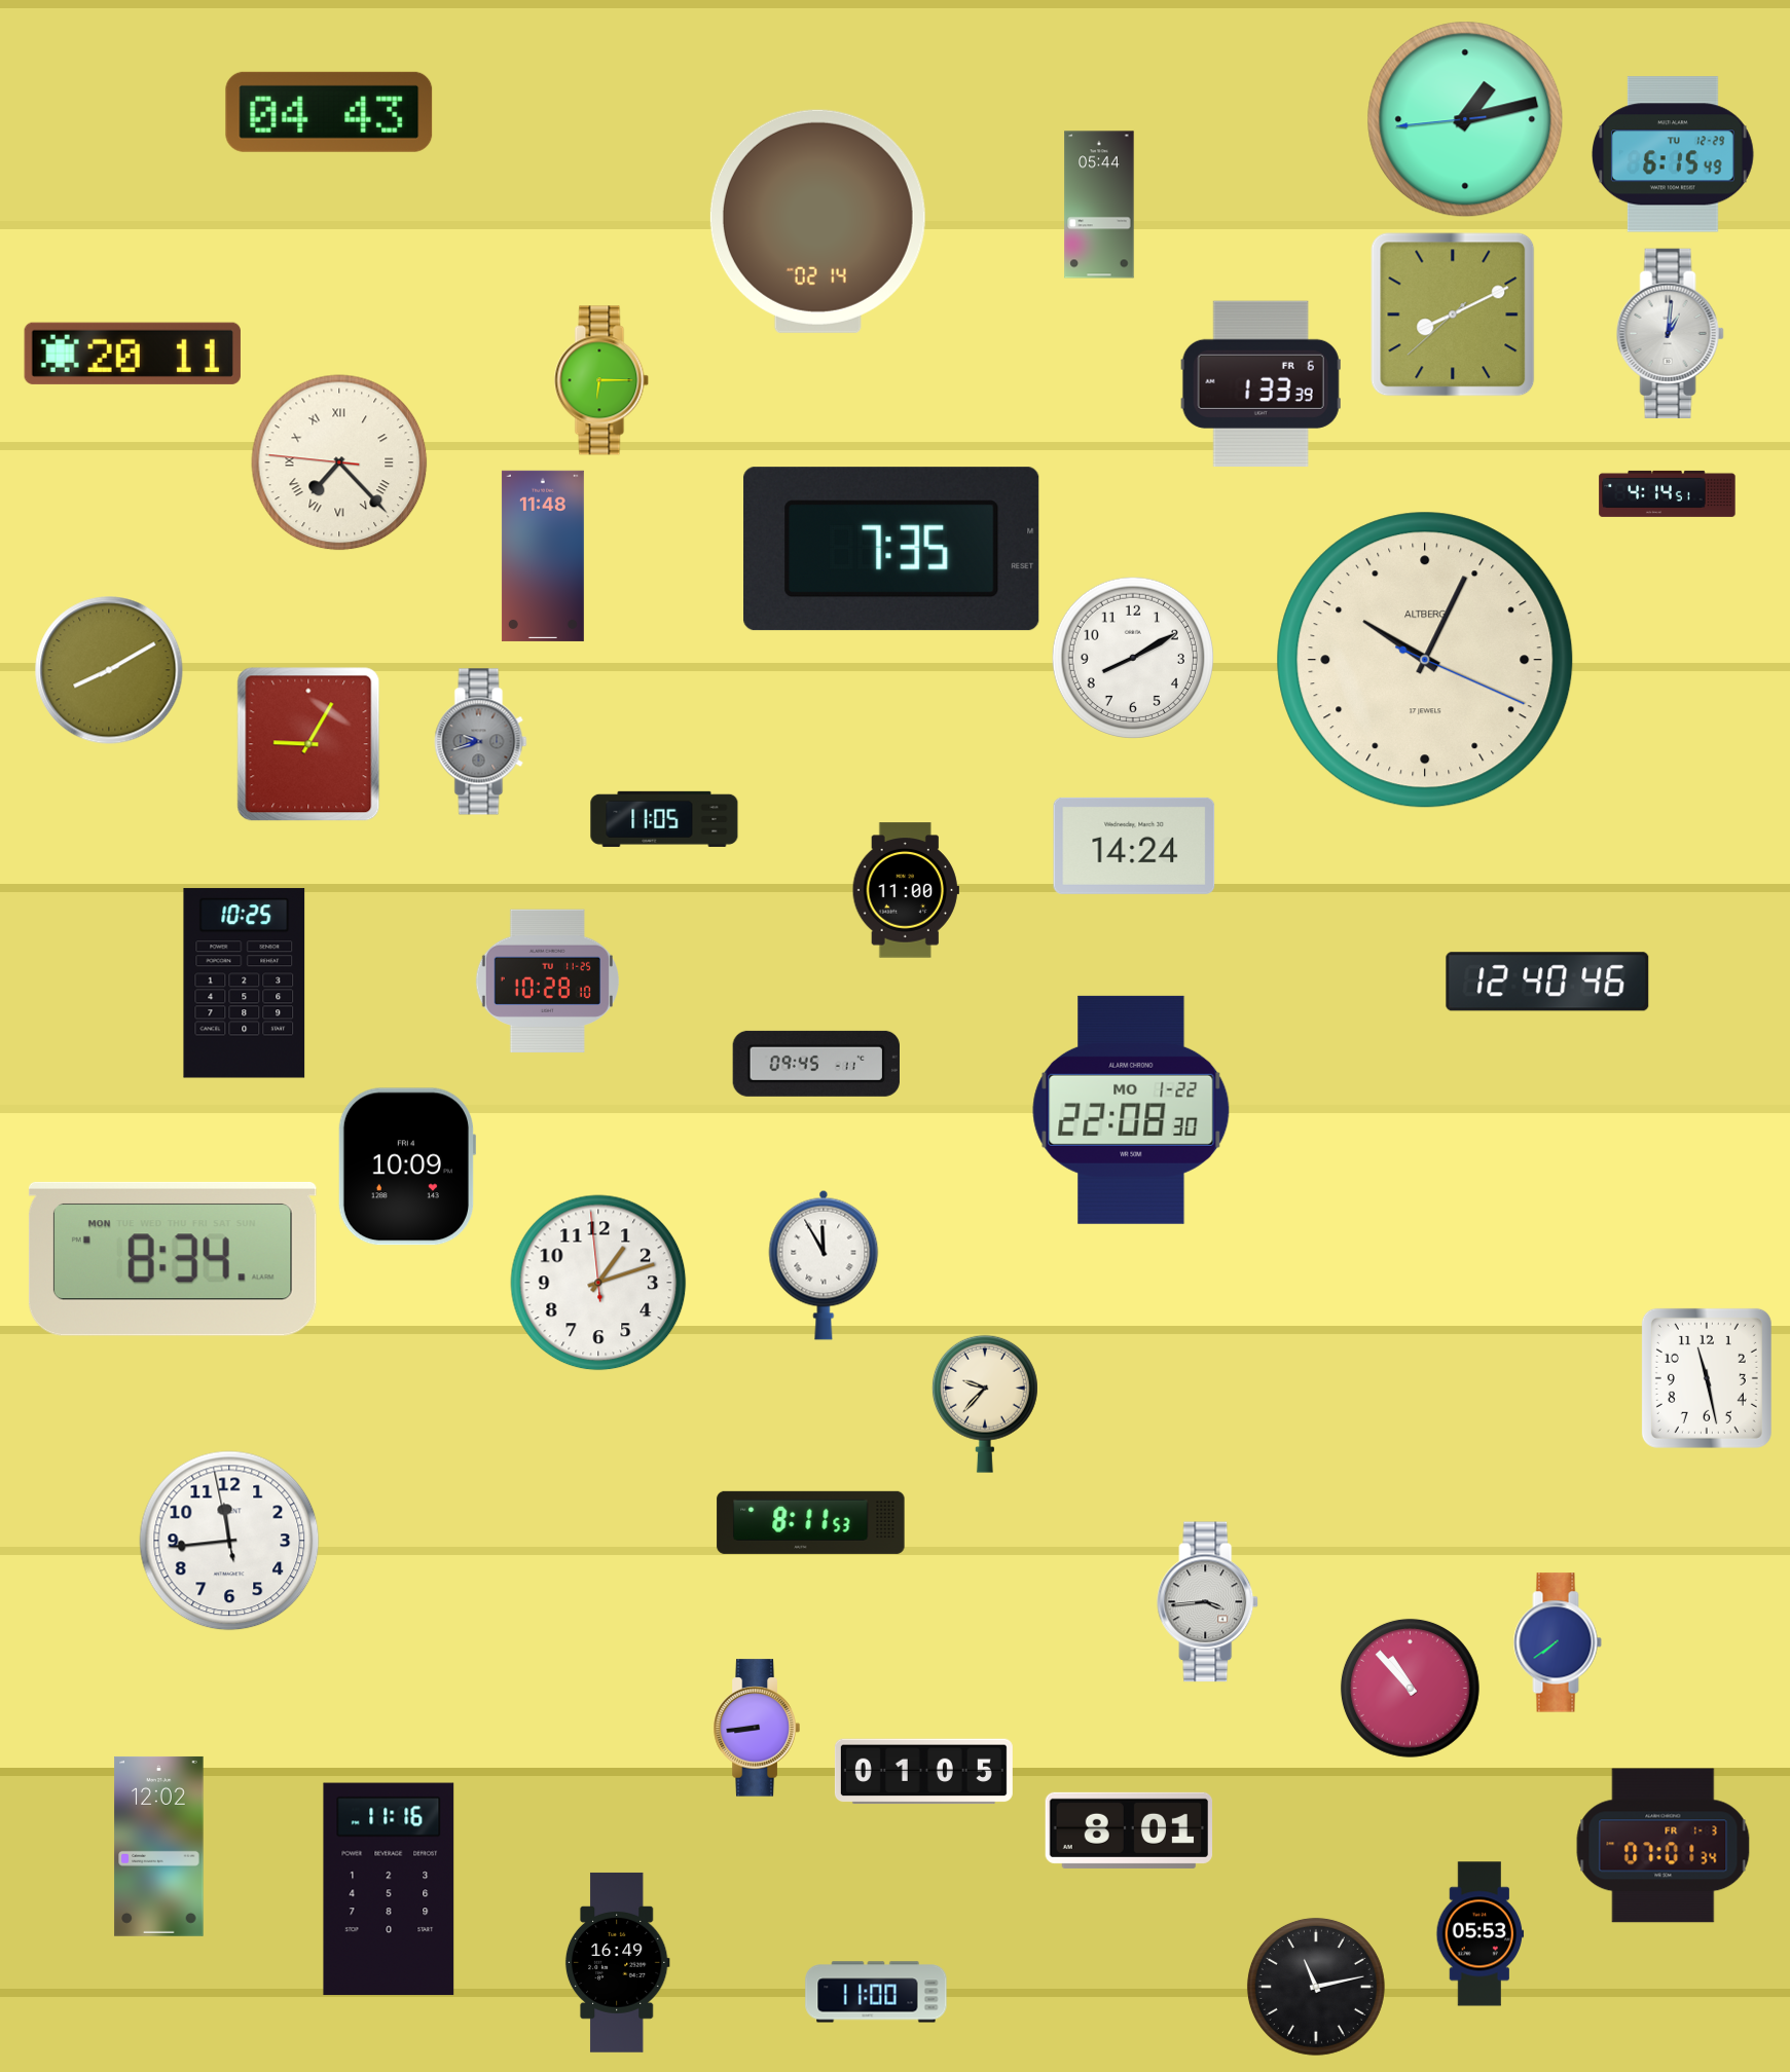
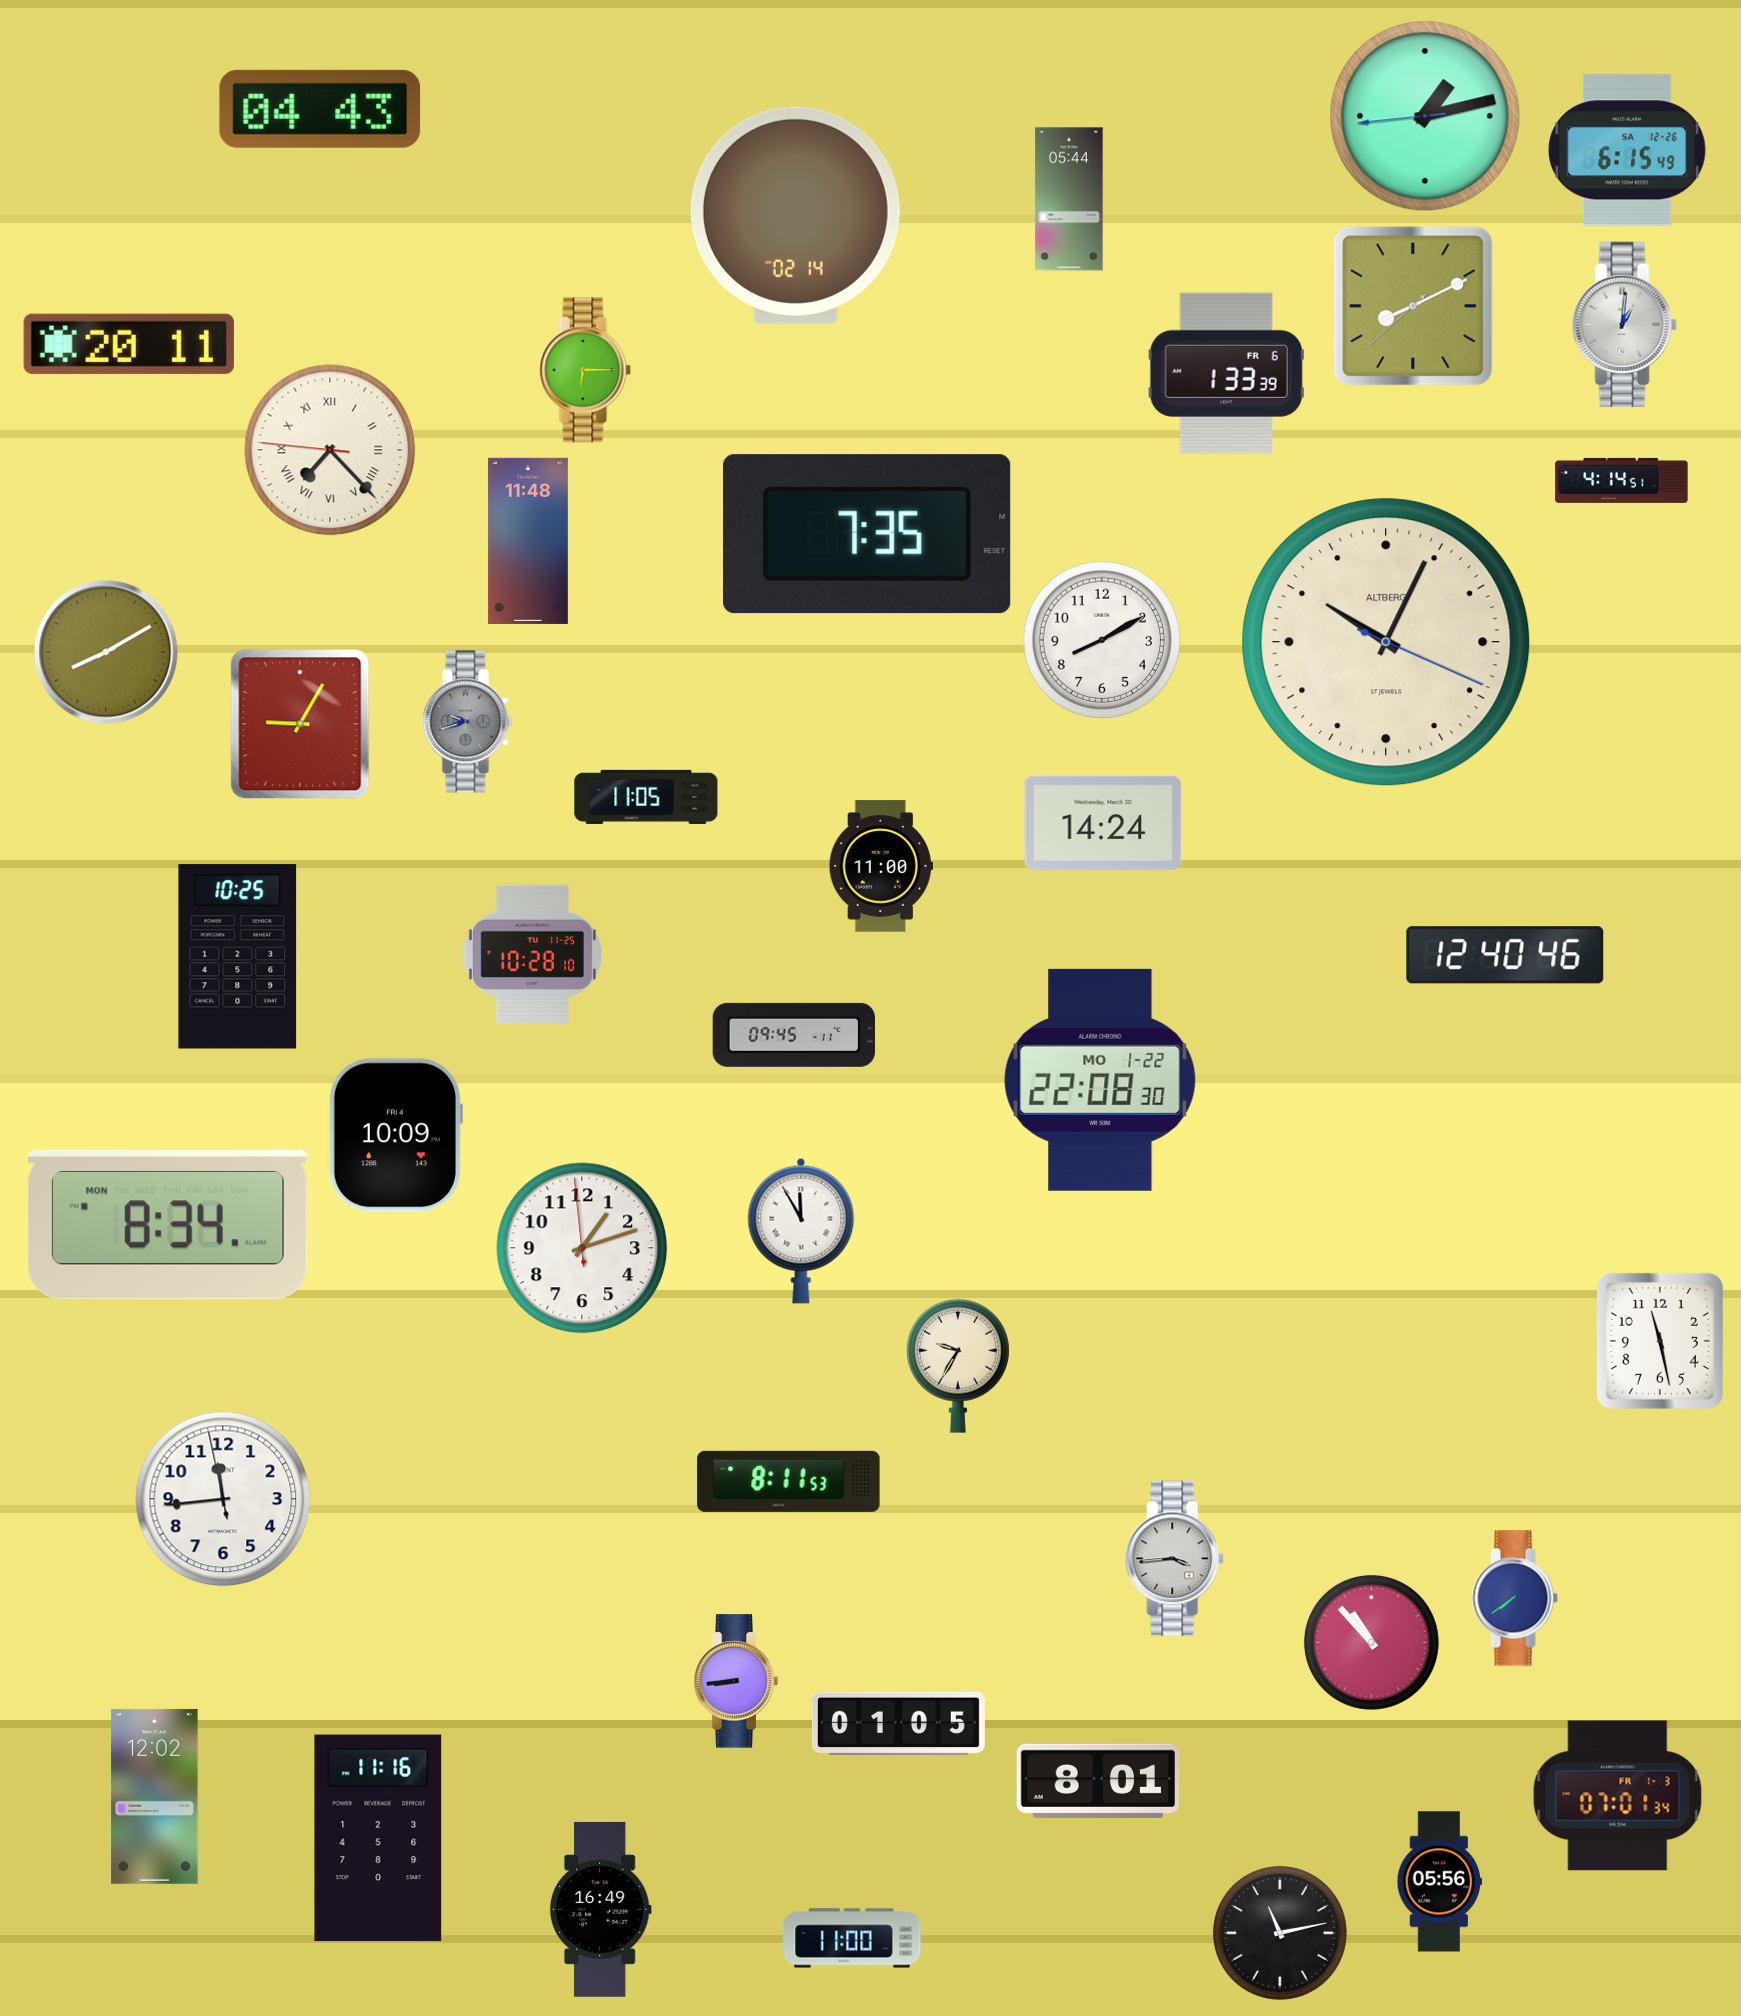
clock at (1674, 154) date: TU 12-29 -> SA 12-26
clock at (985, 1404): 9:37 -> 9:35
clock at (1481, 1934): 05:53 -> 05:56
